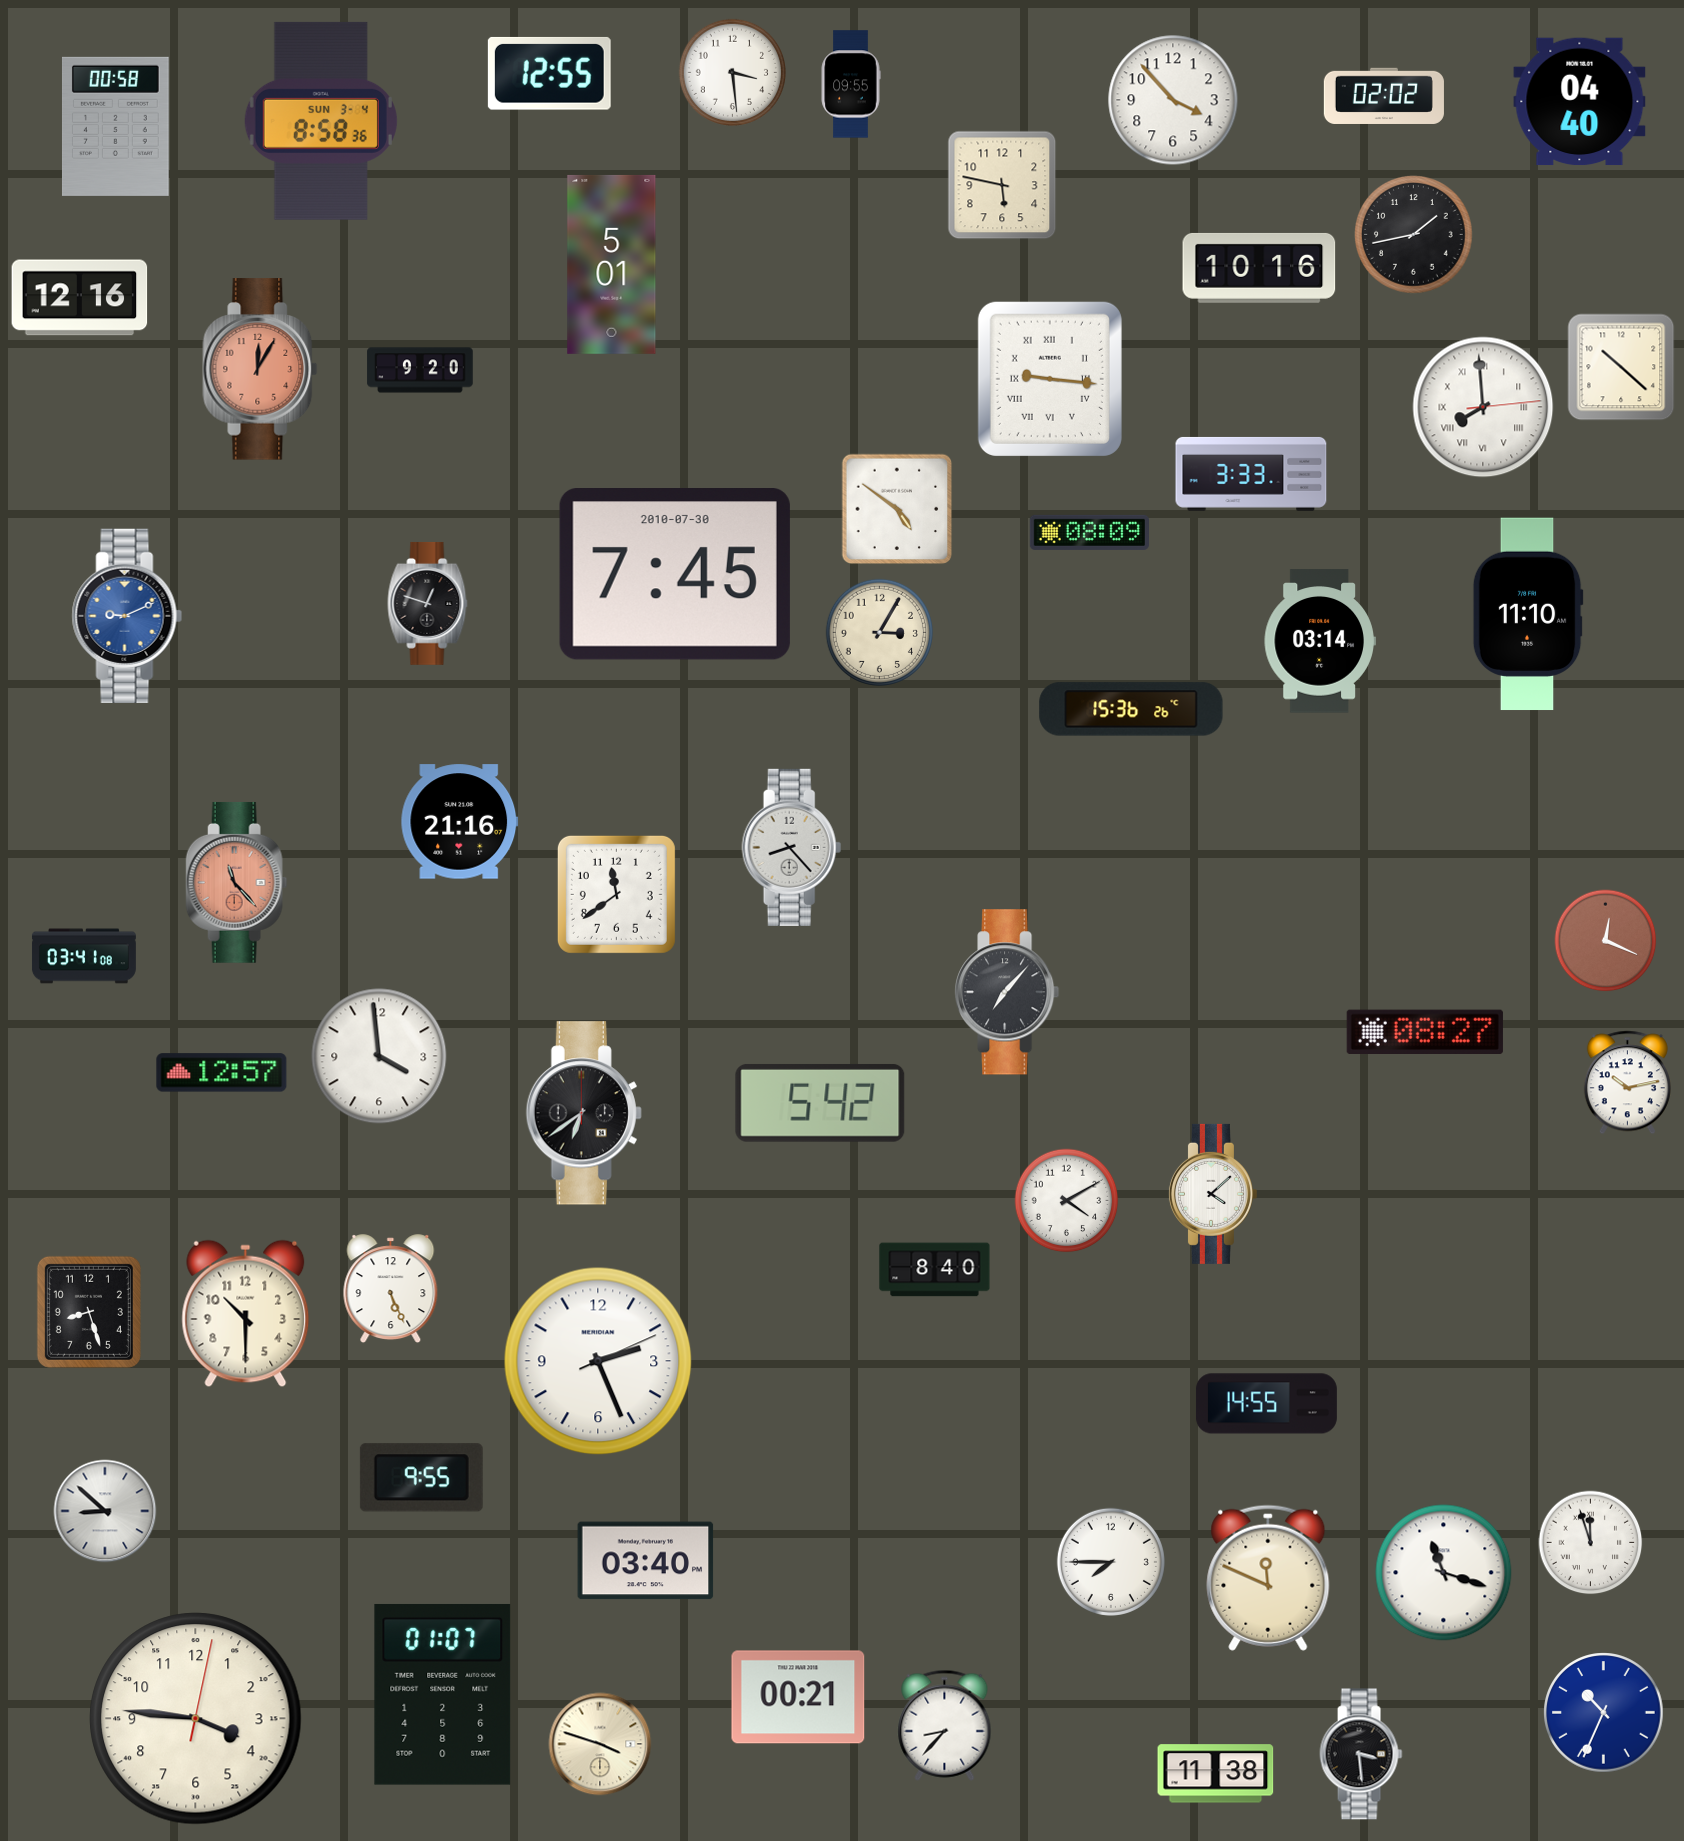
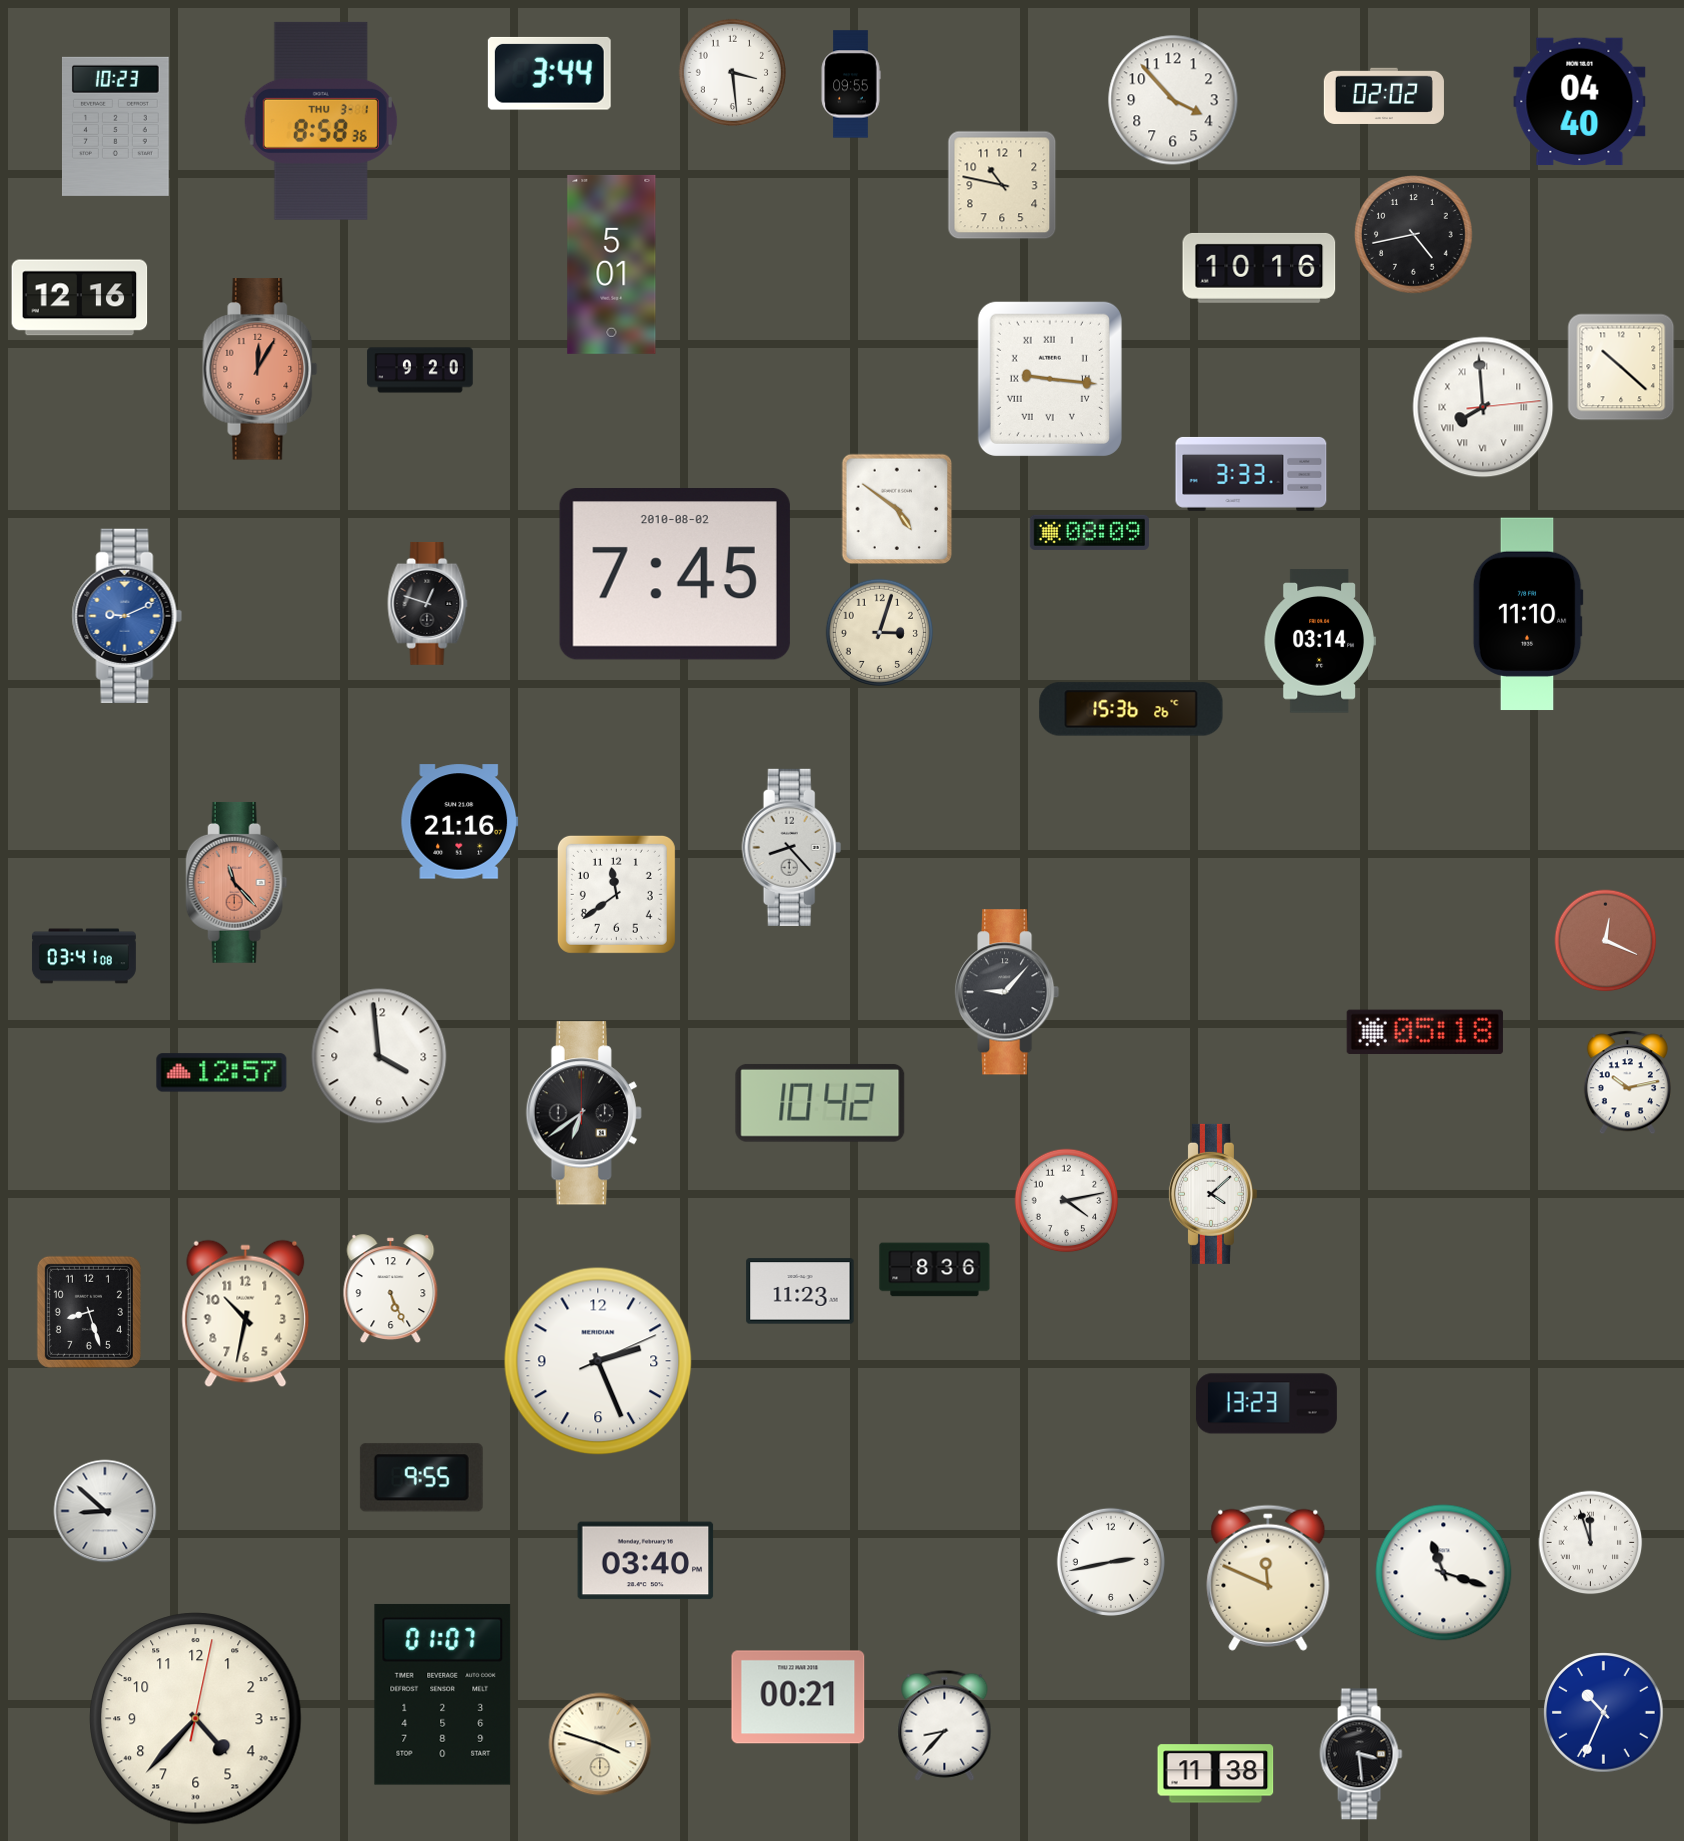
clock at (549, 73): 12:55 -> 3:44
clock at (321, 121) date: SUN 3-4 -> THU 3-1
clock at (115, 126): 00:58 -> 10:23
clock at (1002, 185): 5:47 -> 10:47
clock at (1414, 235): 1:43 -> 4:43
clock at (675, 575) date: 2010-07-30 -> 2010-08-02
clock at (879, 632): 3:05 -> 3:03
clock at (1008, 992): 7:07 -> 9:07
clock at (1425, 1032): 08:27 -> 05:18
clock at (820, 1103): 5:42 -> 10:42
clock at (1067, 1201): 4:10 -> 4:13
clock at (935, 1270): 8:40 -> 8:36
clock at (800, 1291): none -> 11:23
clock at (246, 1314): 10:30 -> 10:32
clock at (1266, 1404): 14:55 -> 13:23
clock at (1111, 1562): 7:45 -> 2:43
clock at (196, 1719): 3:46 -> 4:37
